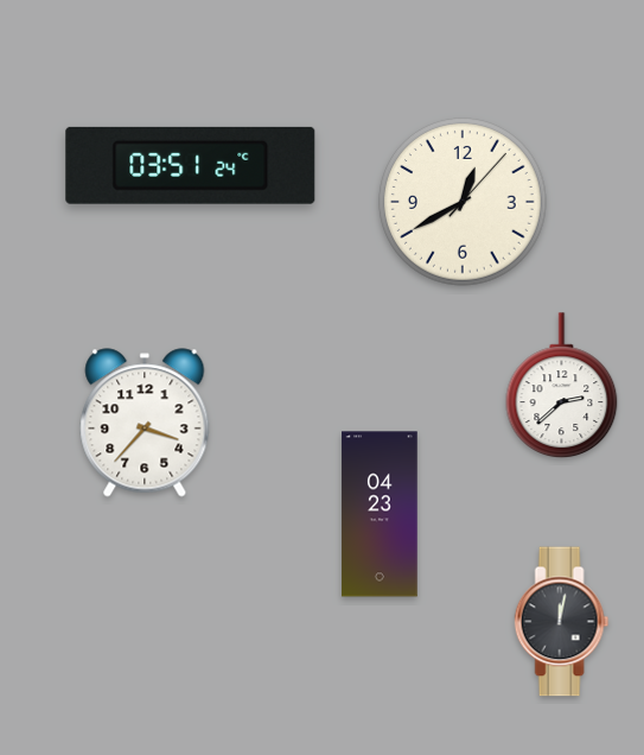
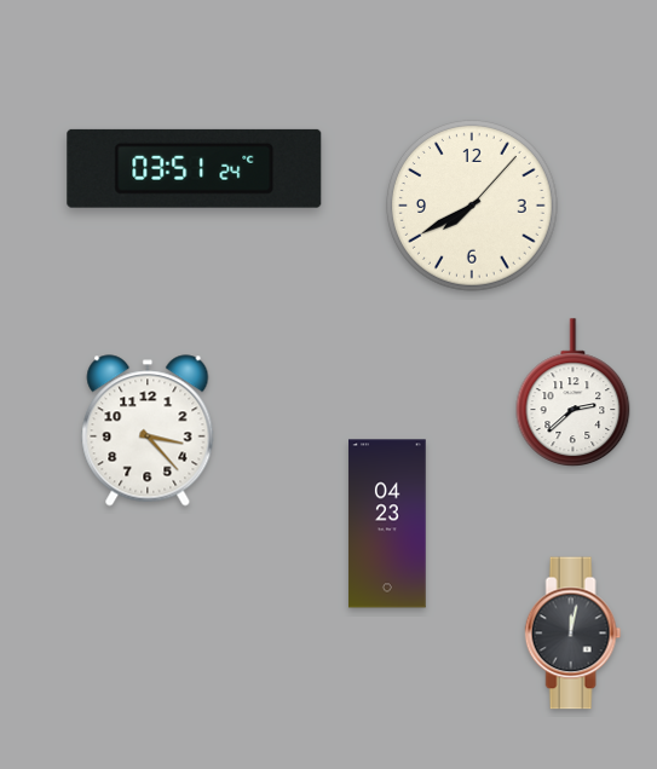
clock at (464, 203): 12:40 -> 7:40
clock at (145, 423): 3:37 -> 3:23
